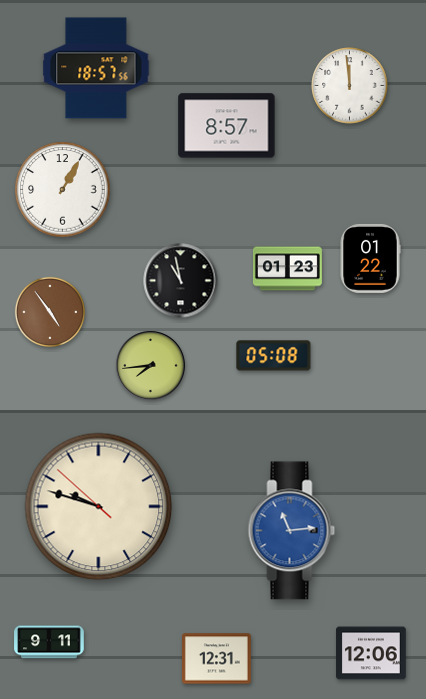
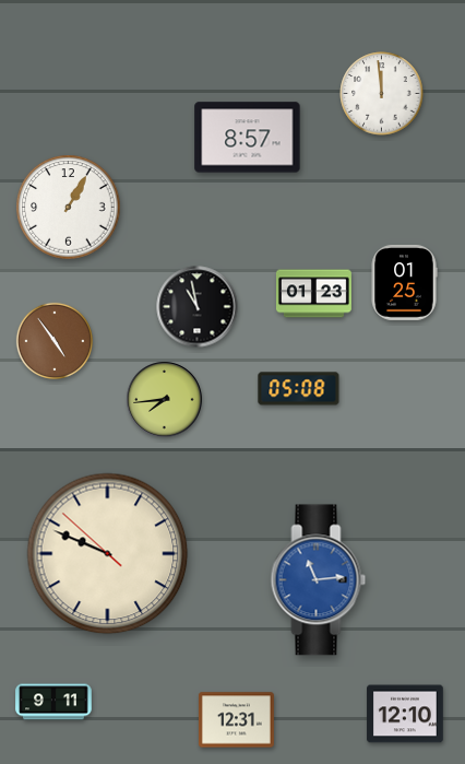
clock at (96, 68): 18:57 -> none
clock at (370, 258): 01:22 -> 01:25
clock at (99, 507): 9:47 -> 9:48
clock at (371, 653): 12:06 -> 12:10
